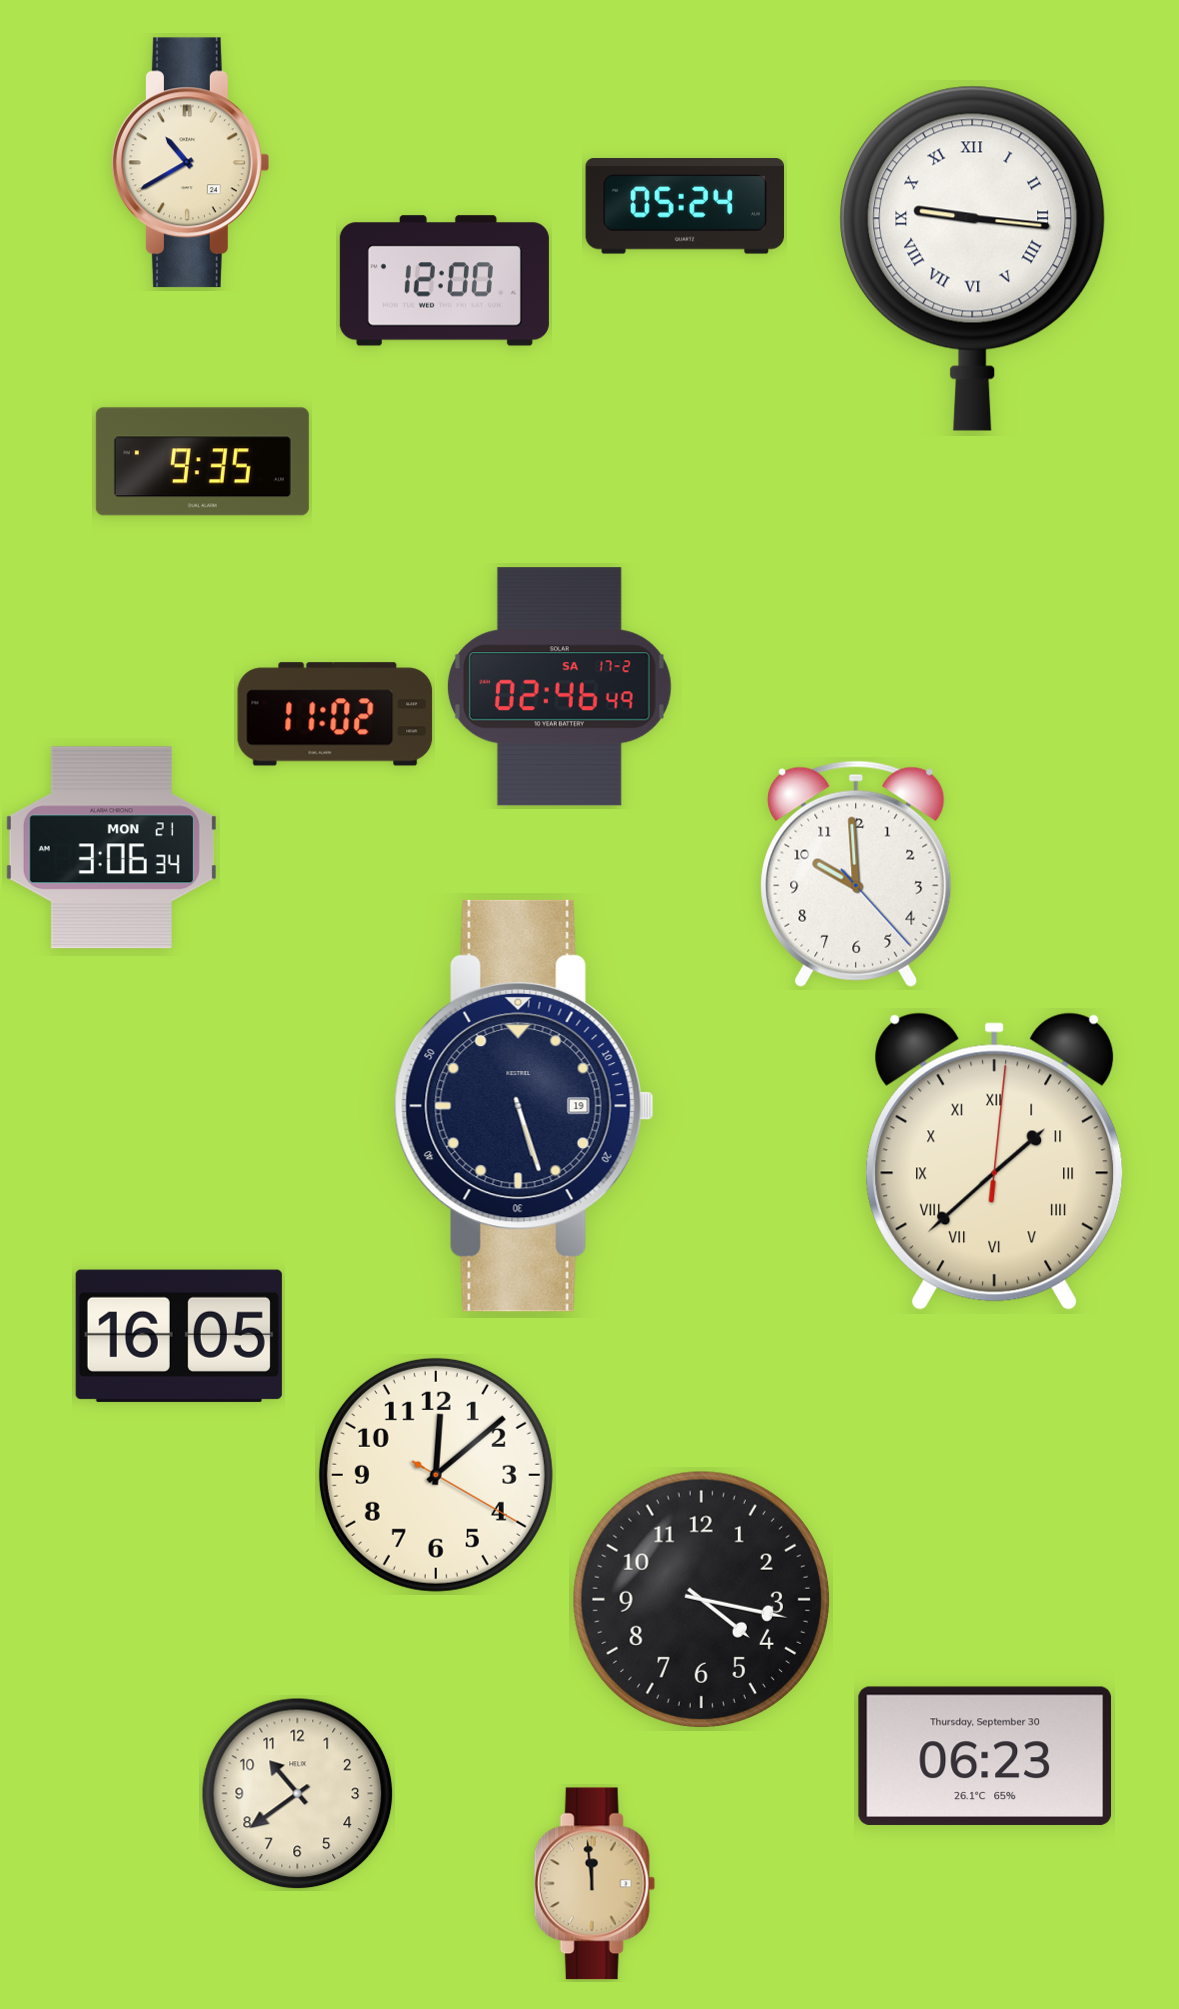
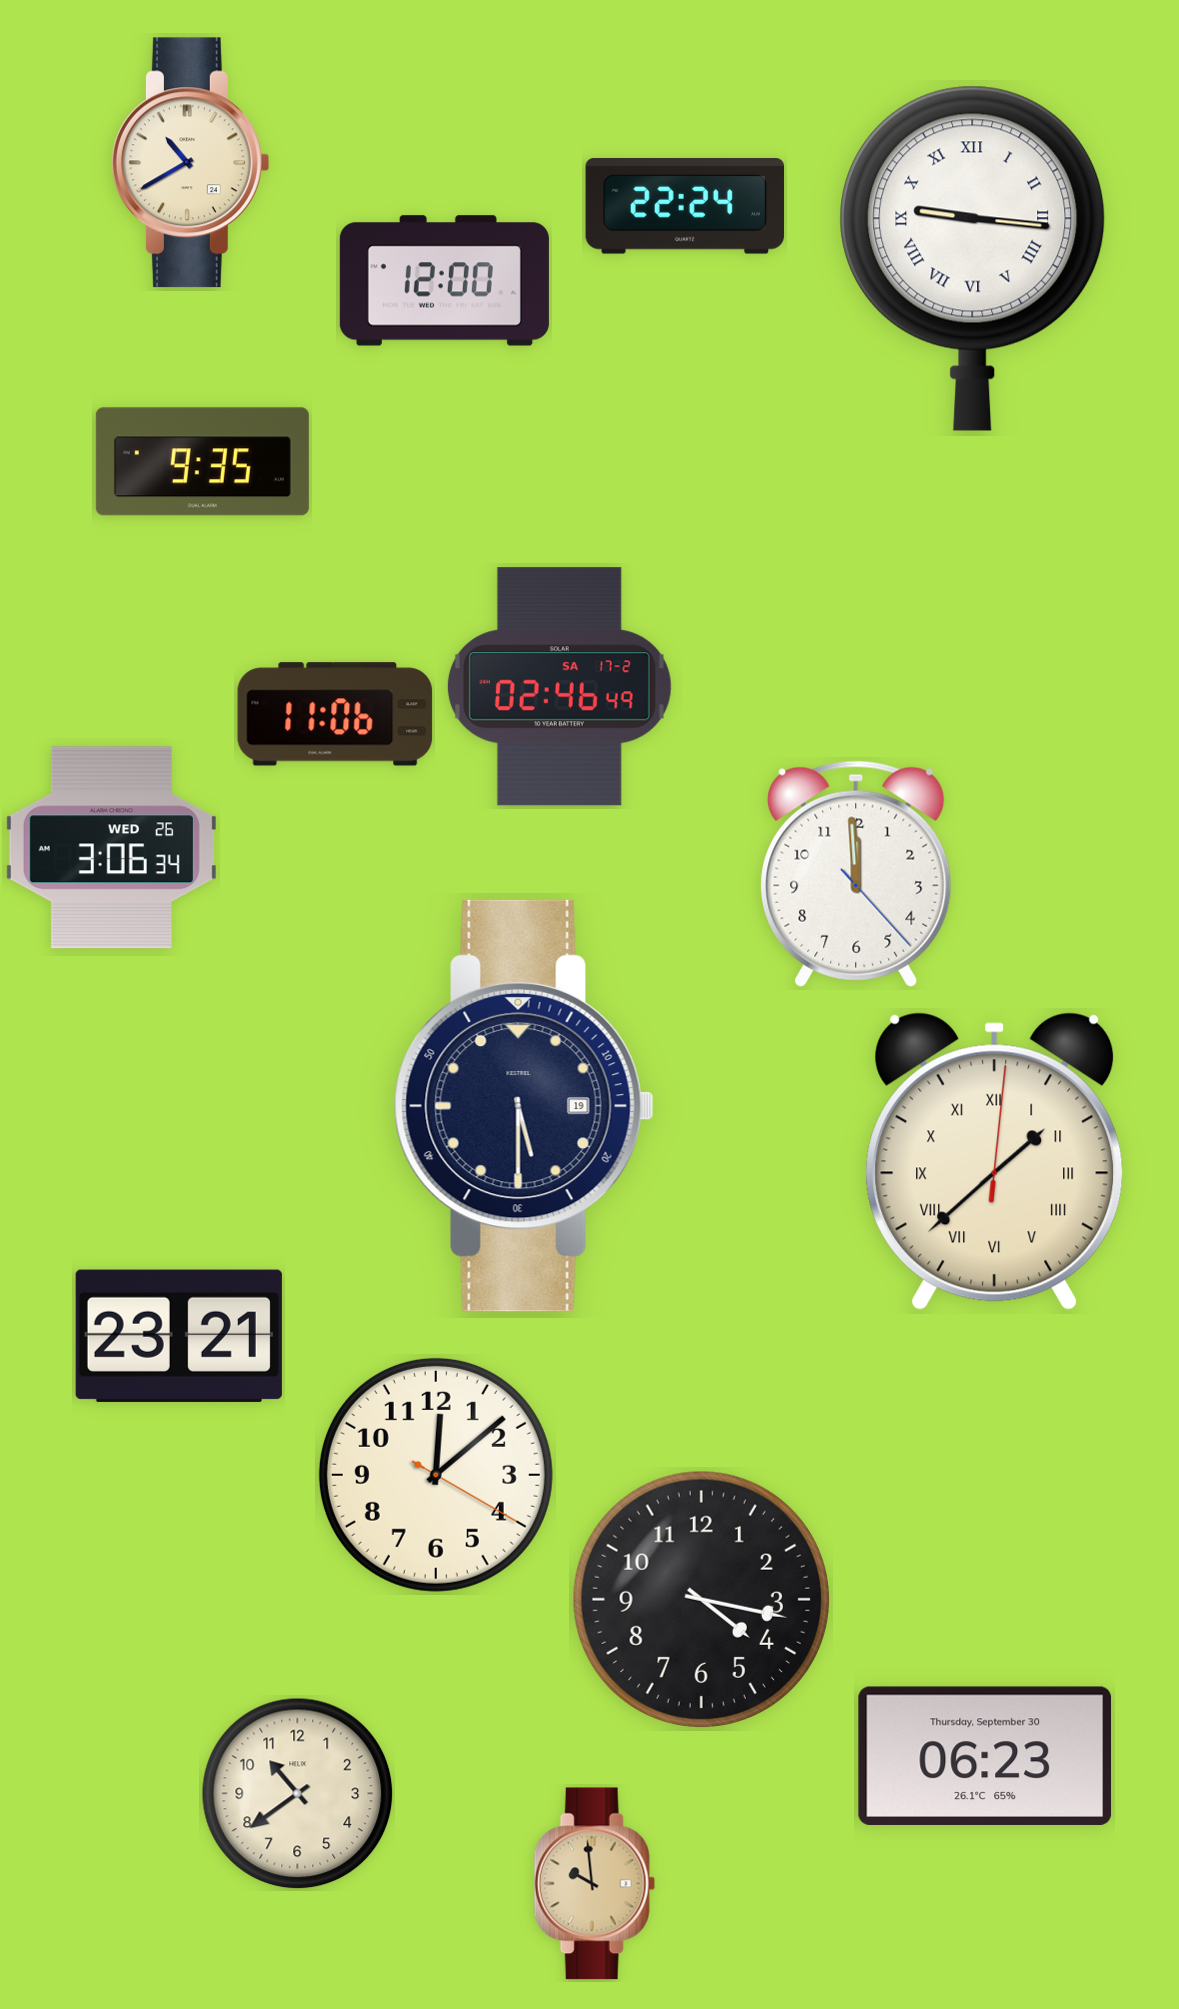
clock at (685, 206): 05:24 -> 22:24
clock at (335, 714): 11:02 -> 11:06
clock at (111, 848) date: MON 21 -> WED 26
clock at (856, 874): 9:59 -> 11:59
clock at (524, 1106): 5:27 -> 5:30
clock at (179, 1336): 16:05 -> 23:21
clock at (594, 1884): 11:59 -> 9:59
